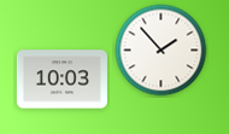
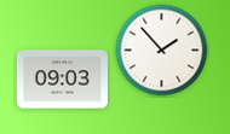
clock at (61, 80): 10:03 -> 09:03
